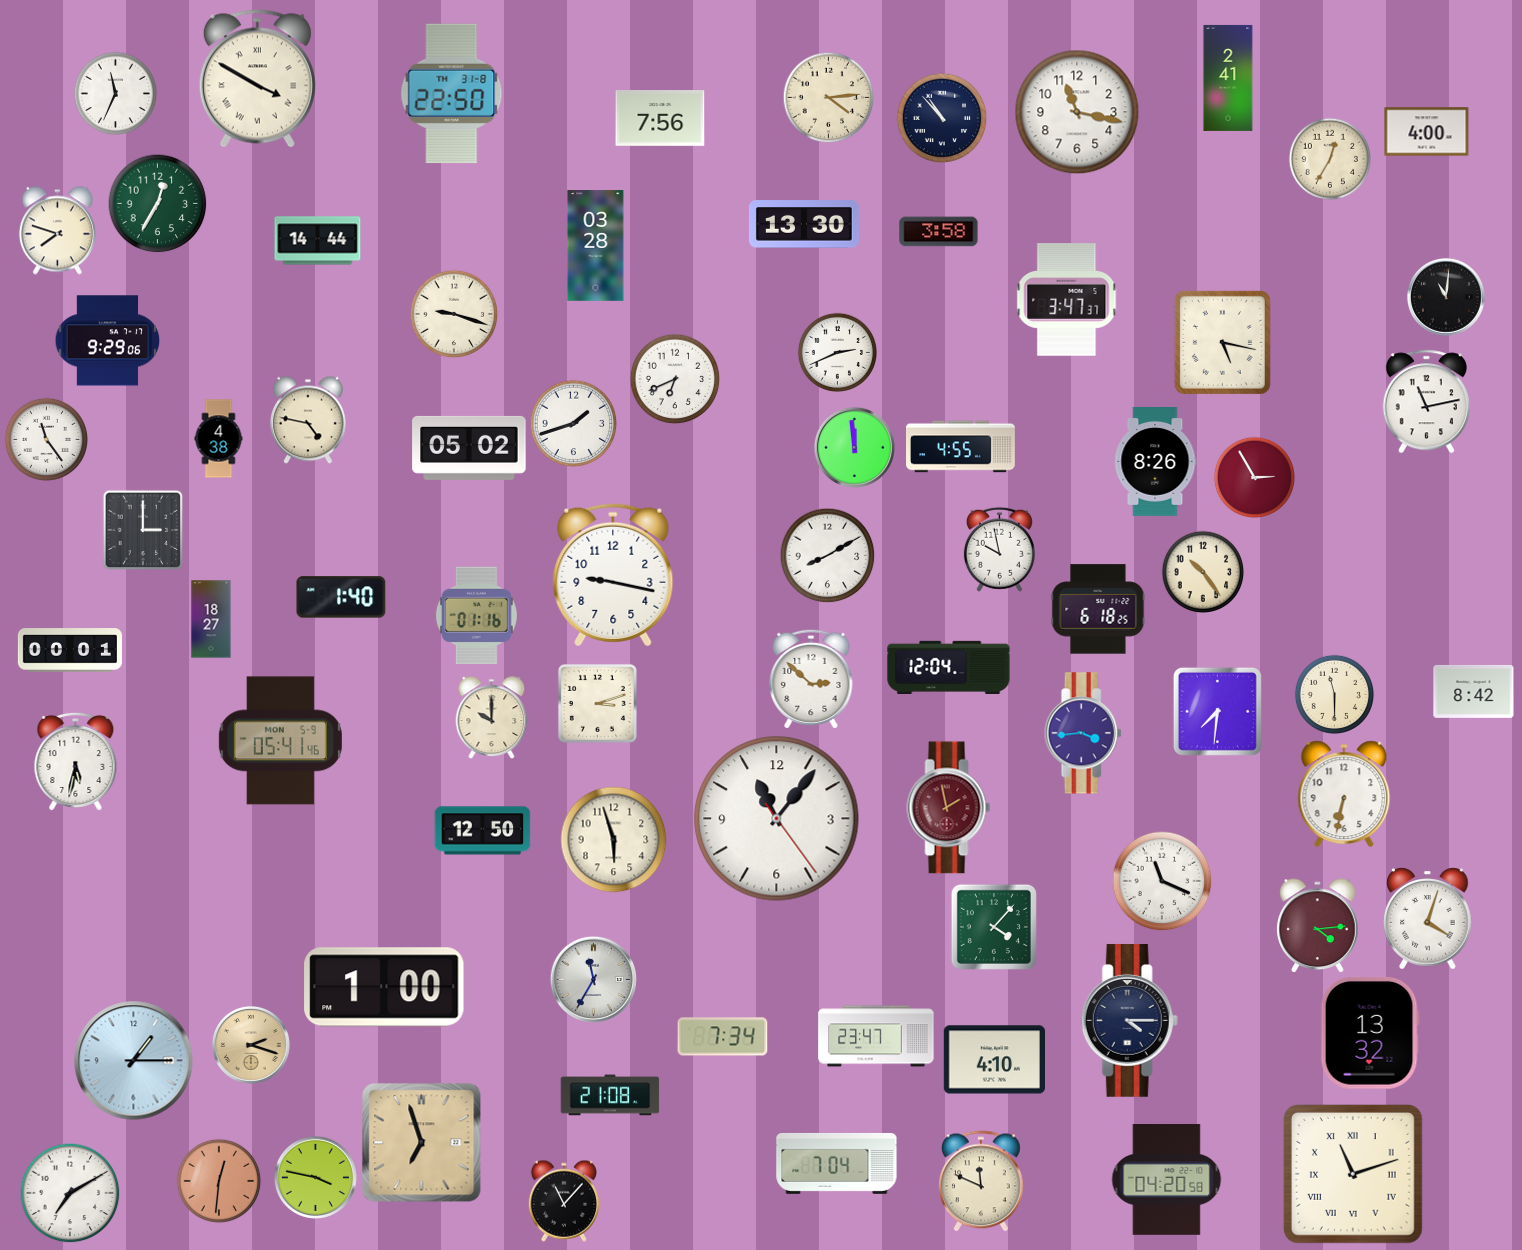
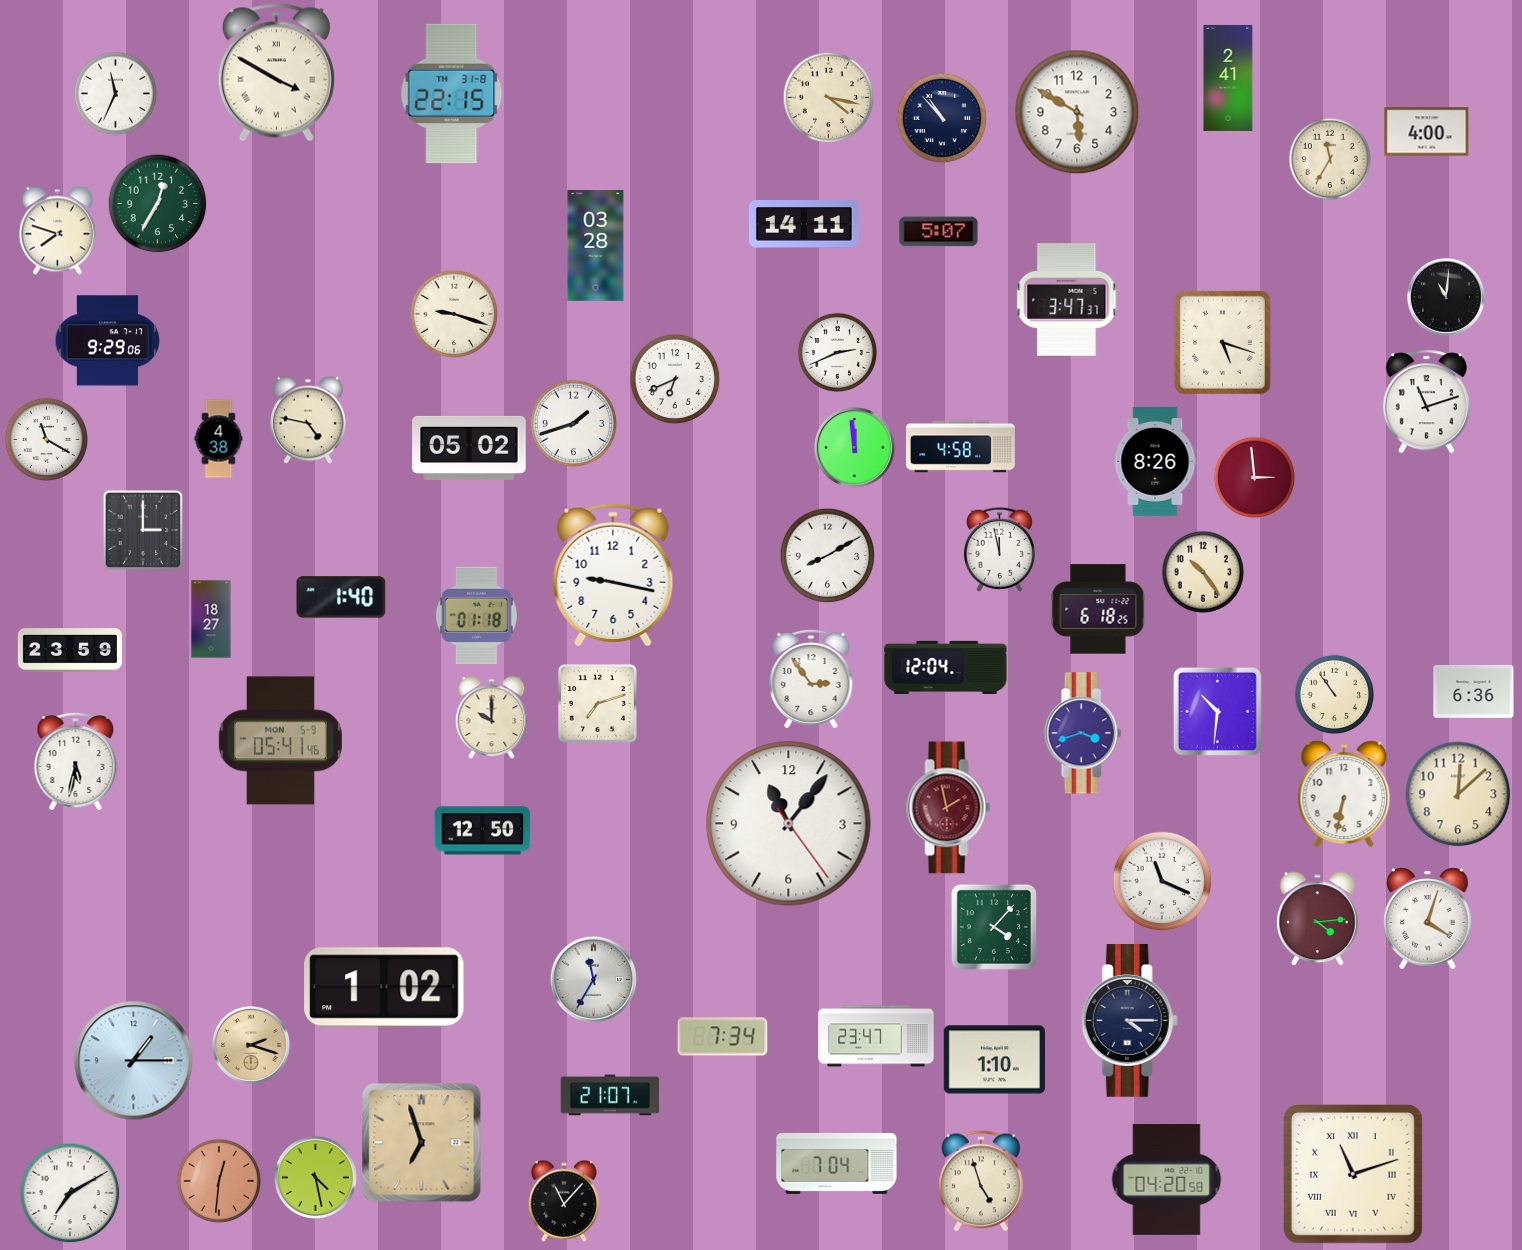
clock at (257, 79) position: (257, 79) -> (276, 73)
clock at (452, 94): 22:50 -> 22:15
clock at (828, 97): 4:14 -> 4:17
clock at (1077, 112): 11:17 -> 5:50
clock at (660, 119): 7:56 -> none
clock at (1329, 158): 12:35 -> 11:35
clock at (804, 224): 13:30 -> 14:11
clock at (939, 232): 3:58 -> 5:07
clock at (318, 241): 14:44 -> none
clock at (1222, 342): 5:17 -> 5:18
clock at (1426, 402): 11:13 -> 11:12
clock at (46, 439): 11:24 -> 11:20
clock at (961, 447): 4:55 -> 4:58
clock at (1254, 477): 2:55 -> 2:59
clock at (999, 549): 9:58 -> 11:58
clock at (476, 616): 01:16 -> 01:18
clock at (70, 650): 00:01 -> 23:59
clock at (949, 667) position: (949, 667) -> (946, 667)
clock at (811, 679): 2:52 -> 2:54
clock at (1474, 691): 8:42 -> 6:36
clock at (1334, 694): 11:30 -> 10:54
clock at (597, 703): 3:12 -> 7:12
clock at (1217, 711): 7:31 -> 10:31
clock at (1083, 733): 3:44 -> 3:42
clock at (1458, 794): none -> 12:08
clock at (777, 819) position: (777, 819) -> (789, 824)
clock at (614, 840): 5:57 -> none
clock at (1318, 926) position: (1318, 926) -> (1318, 919)
clock at (384, 987): 1:00 -> 1:02
clock at (1370, 1034): 13:32 -> none
clock at (994, 1060): 4:10 -> 1:10
clock at (610, 1095): 21:08 -> 21:07
clock at (315, 1177): 3:47 -> 4:28
clock at (982, 1181): 11:49 -> 4:57
